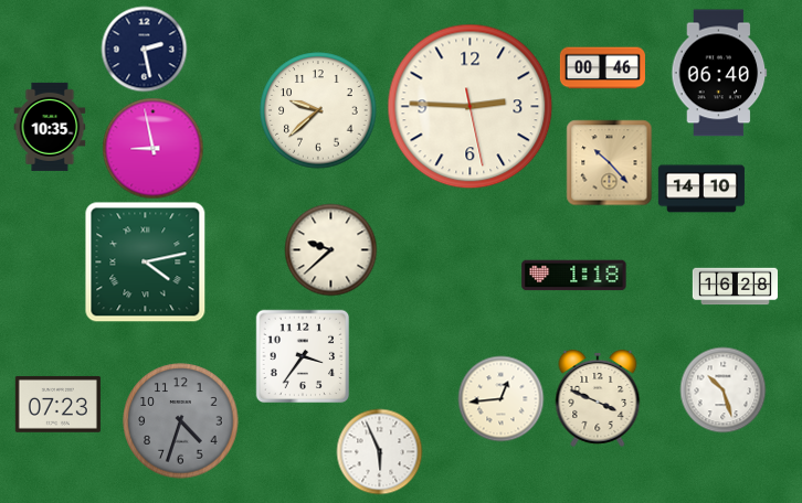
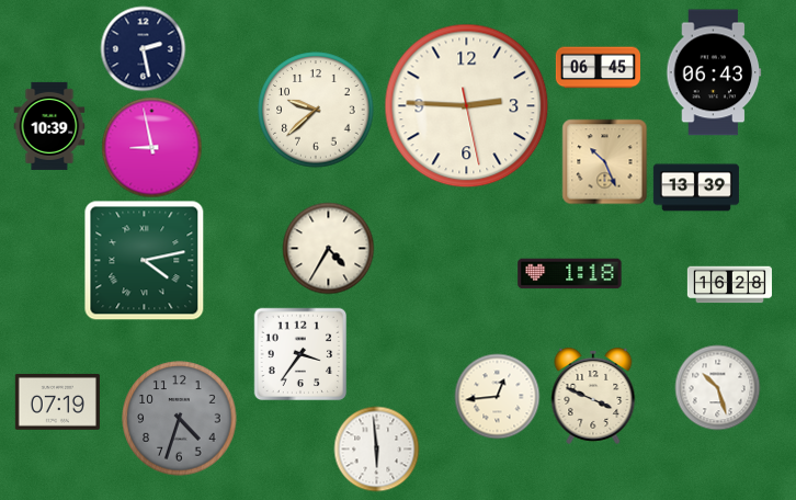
clock at (602, 68): 00:46 -> 06:45
clock at (719, 73): 06:40 -> 06:43
clock at (50, 127): 10:35 -> 10:39
clock at (609, 162): 10:23 -> 10:26
clock at (701, 189): 14:10 -> 13:39
clock at (330, 249): 9:38 -> 4:35
clock at (57, 404): 07:23 -> 07:19
clock at (379, 451): 5:56 -> 5:59
